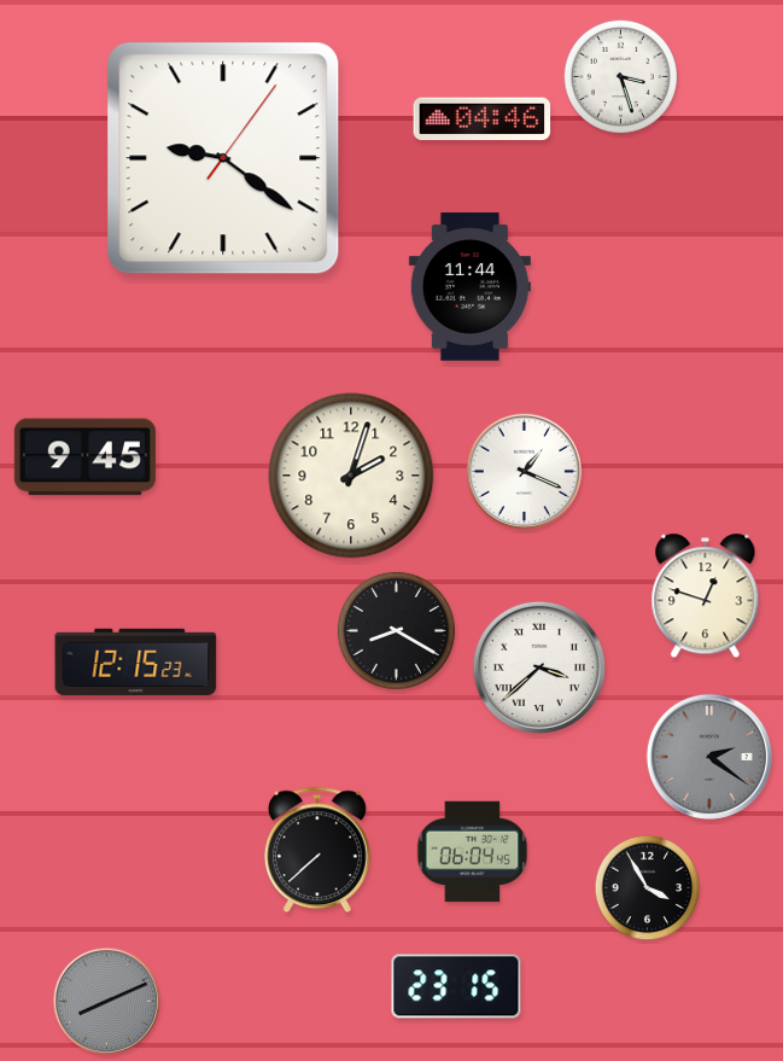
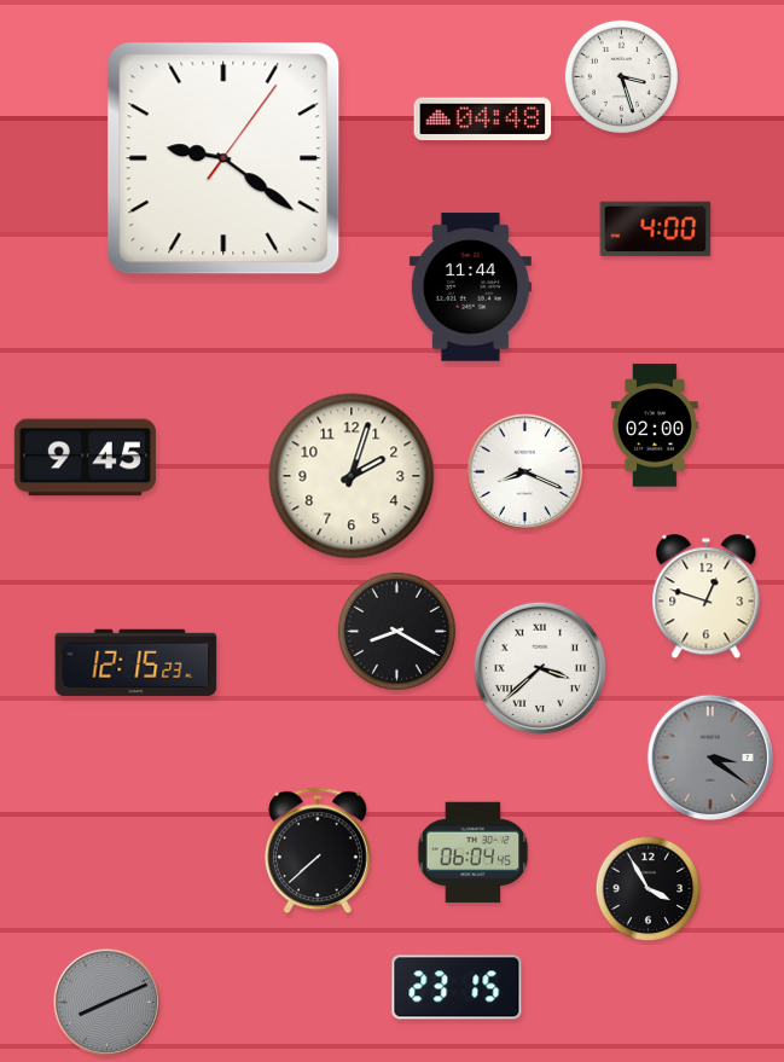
clock at (483, 119): 04:46 -> 04:48
clock at (656, 230): none -> 4:00
clock at (655, 425): none -> 02:00
clock at (524, 471): 1:19 -> 8:19
clock at (709, 757): 2:21 -> 3:21
